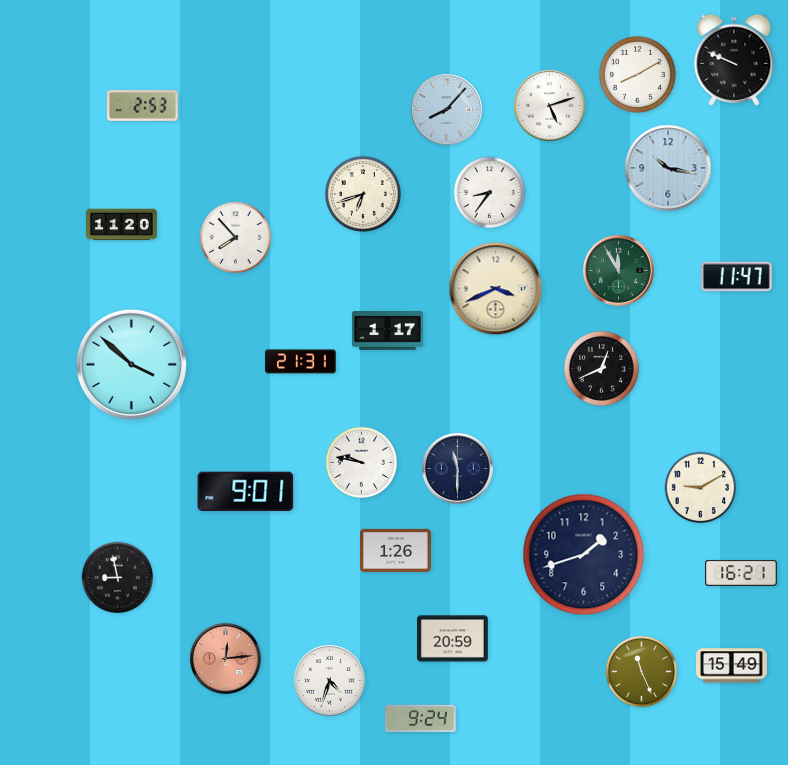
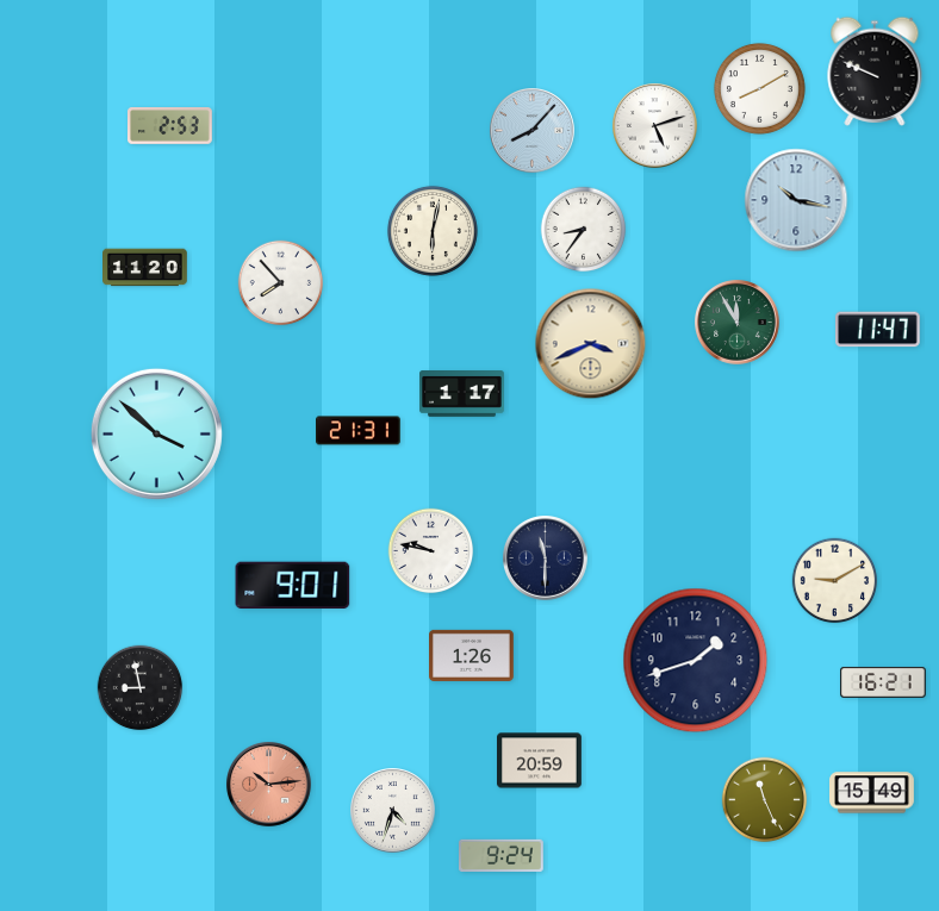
clock at (363, 194): 6:42 -> 6:02
clock at (601, 368): 12:41 -> none
clock at (226, 659): 12:14 -> 10:14
